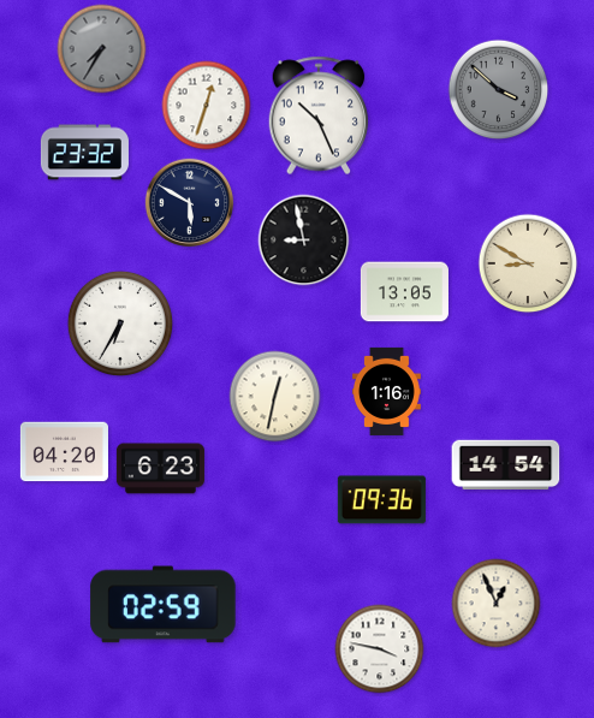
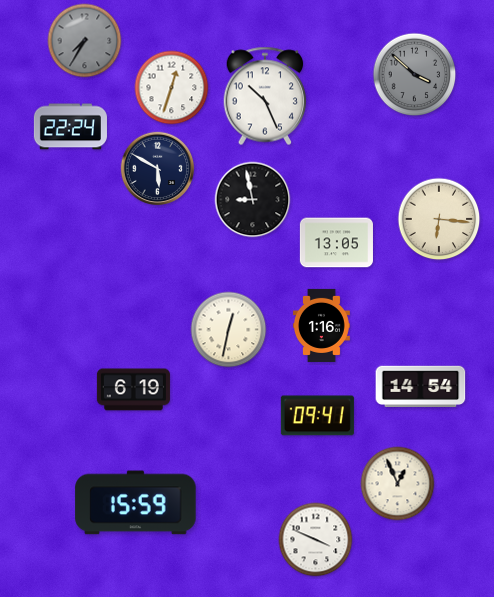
clock at (84, 153): 23:32 -> 22:24
clock at (528, 263): 8:50 -> 6:16
clock at (119, 322): 6:35 -> none
clock at (64, 452): 04:20 -> none
clock at (160, 469): 6:23 -> 6:19
clock at (381, 500): 09:36 -> 09:41
clock at (497, 604) position: (497, 604) -> (398, 484)
clock at (164, 605): 02:59 -> 15:59
clock at (380, 649): 3:47 -> 3:49
